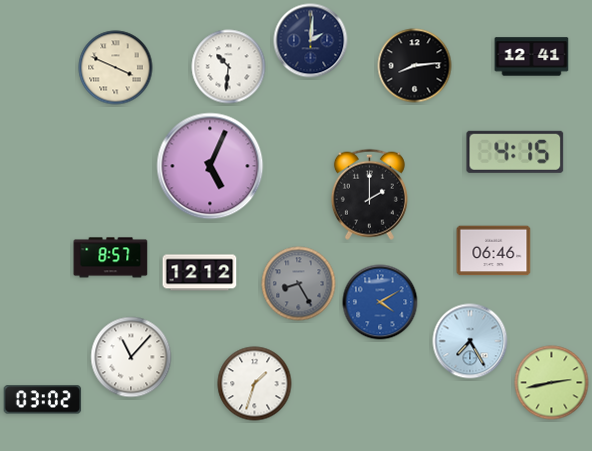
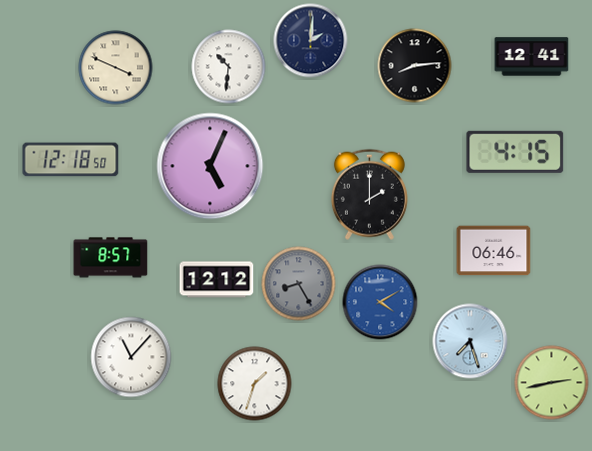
clock at (71, 160): none -> 12:18
clock at (200, 273) position: (200, 273) -> (217, 280)
clock at (470, 341): 7:25 -> 7:27
clock at (43, 400): 03:02 -> none
